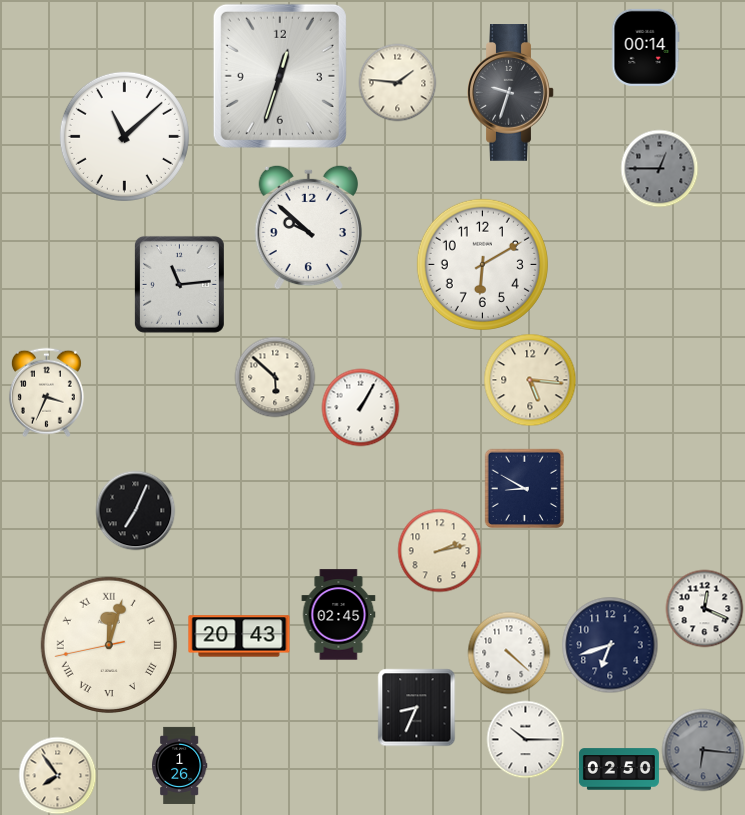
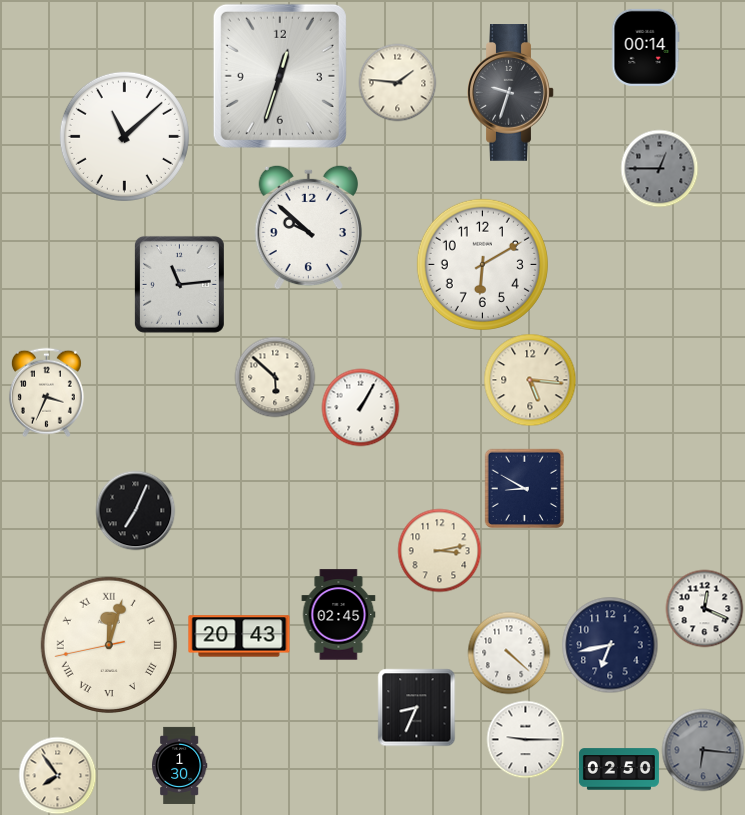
clock at (439, 550): 2:13 -> 3:13
clock at (610, 645): 6:42 -> 6:43
clock at (525, 739): 10:15 -> 9:15
clock at (179, 765): 1:26 -> 1:30
